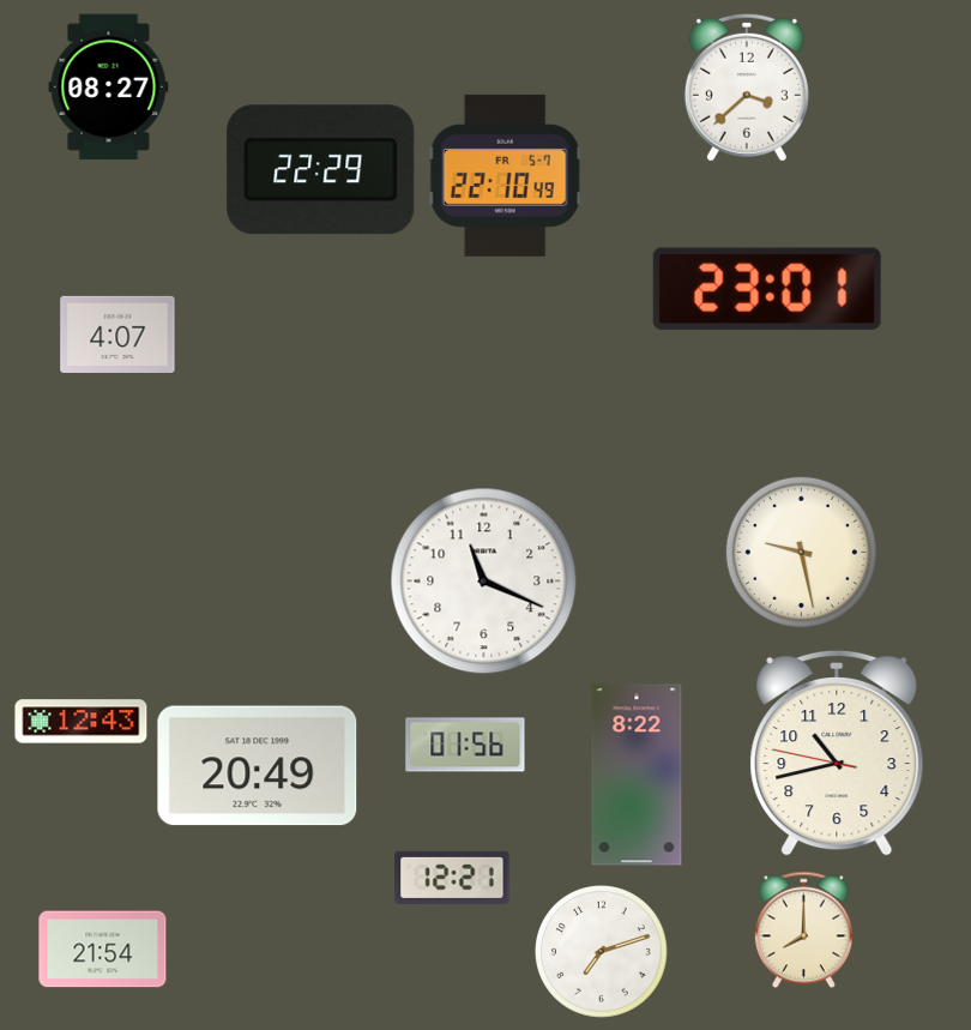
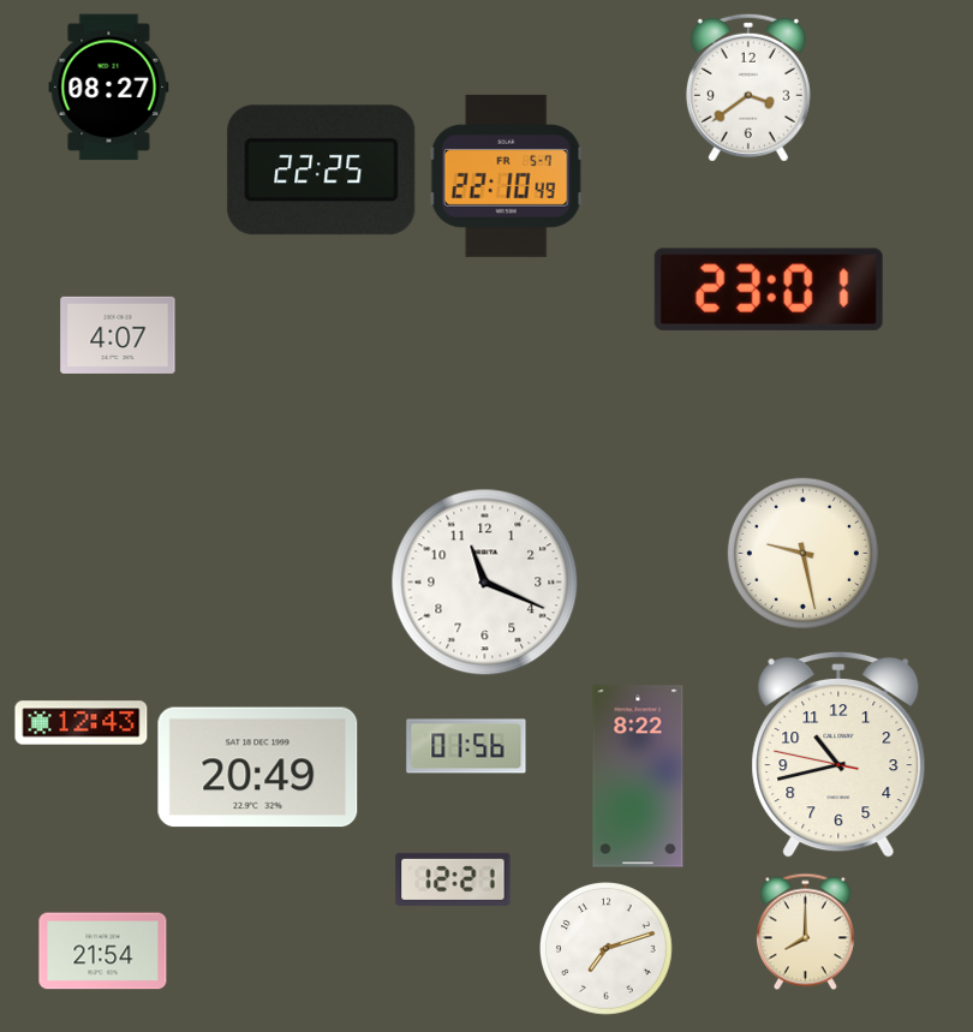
clock at (747, 88): 3:38 -> 3:39
clock at (321, 170): 22:29 -> 22:25
clock at (602, 952) position: (602, 952) -> (607, 949)
